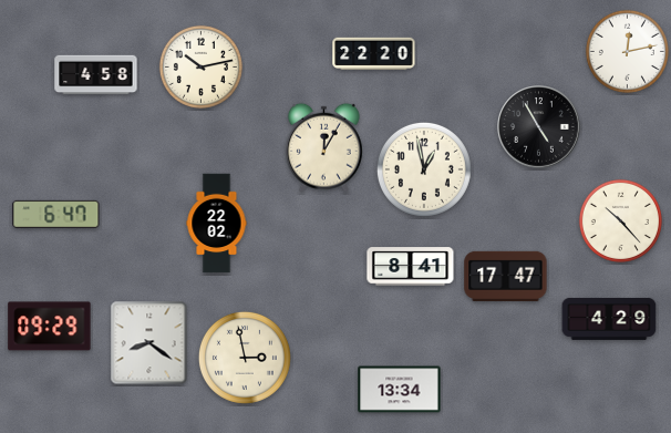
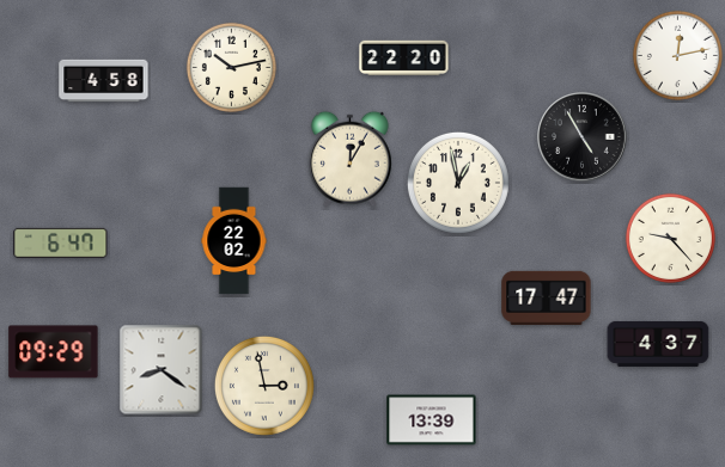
clock at (200, 66) position: (200, 66) -> (231, 67)
clock at (56, 214) position: (56, 214) -> (61, 242)
clock at (620, 220): 10:23 -> 9:23
clock at (411, 267): 8:41 -> none
clock at (609, 319): 4:29 -> 4:37
clock at (400, 390): 13:34 -> 13:39
